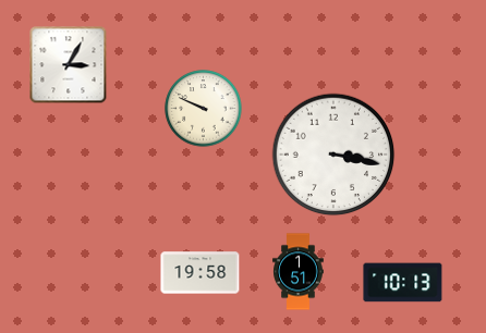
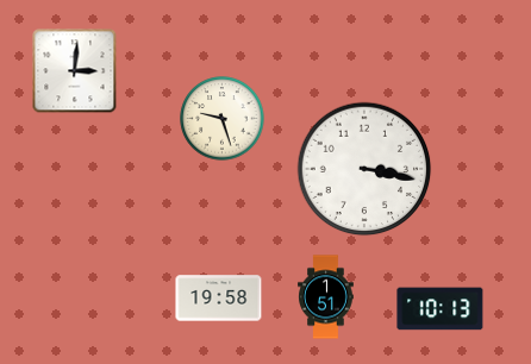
clock at (69, 65): 3:05 -> 3:01
clock at (204, 109): 9:49 -> 9:27
